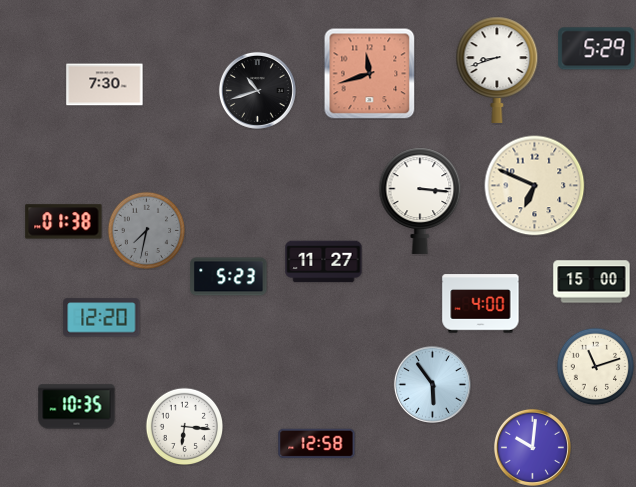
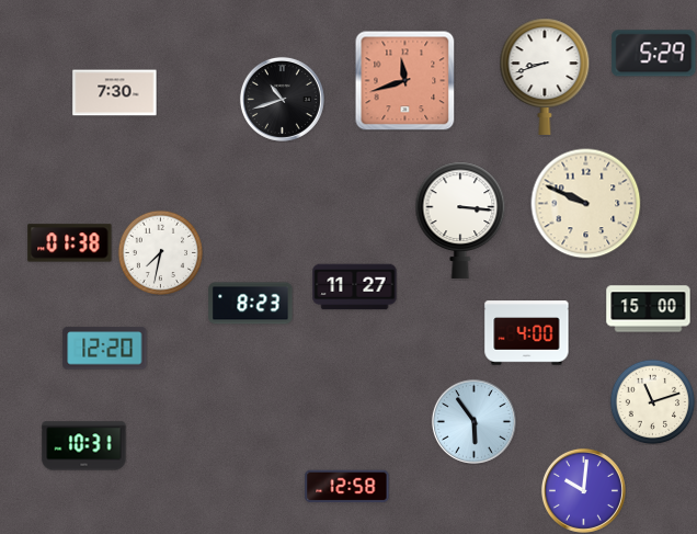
clock at (535, 186): 6:49 -> 9:49
clock at (146, 230) dial: grey -> white
clock at (229, 277): 5:23 -> 8:23
clock at (102, 318) position: (102, 318) -> (105, 349)
clock at (77, 407): 10:35 -> 10:31
clock at (184, 426): 6:16 -> none
